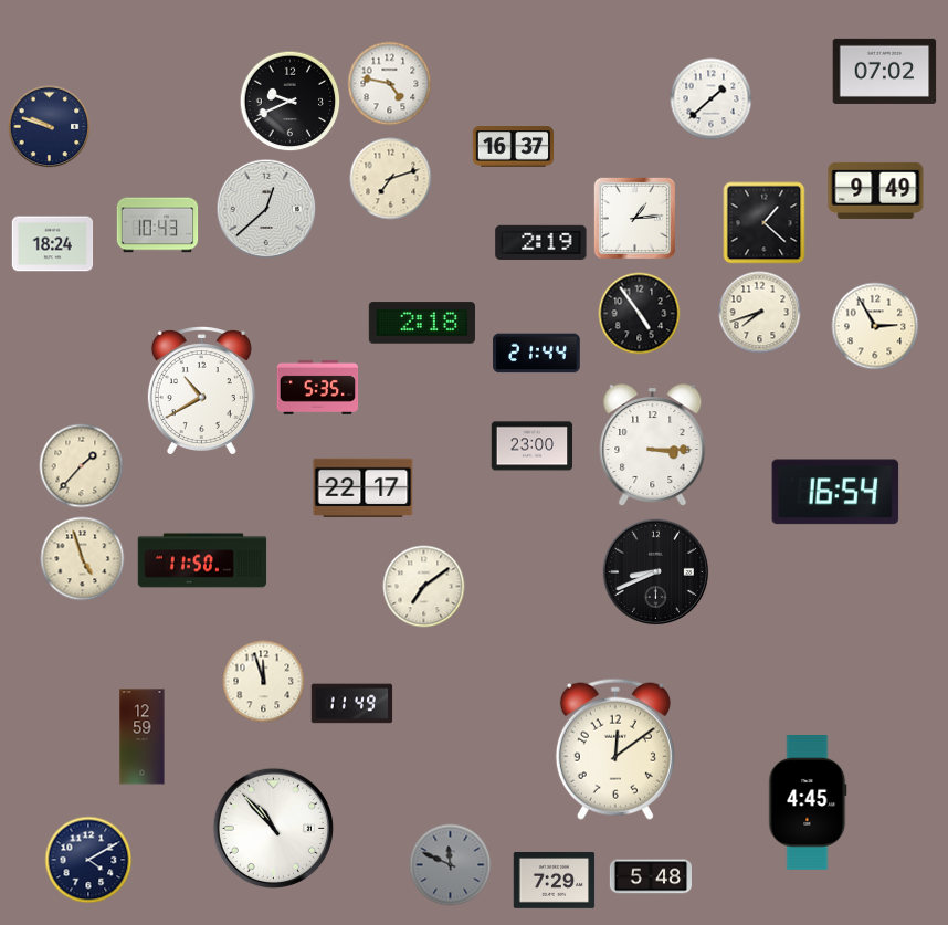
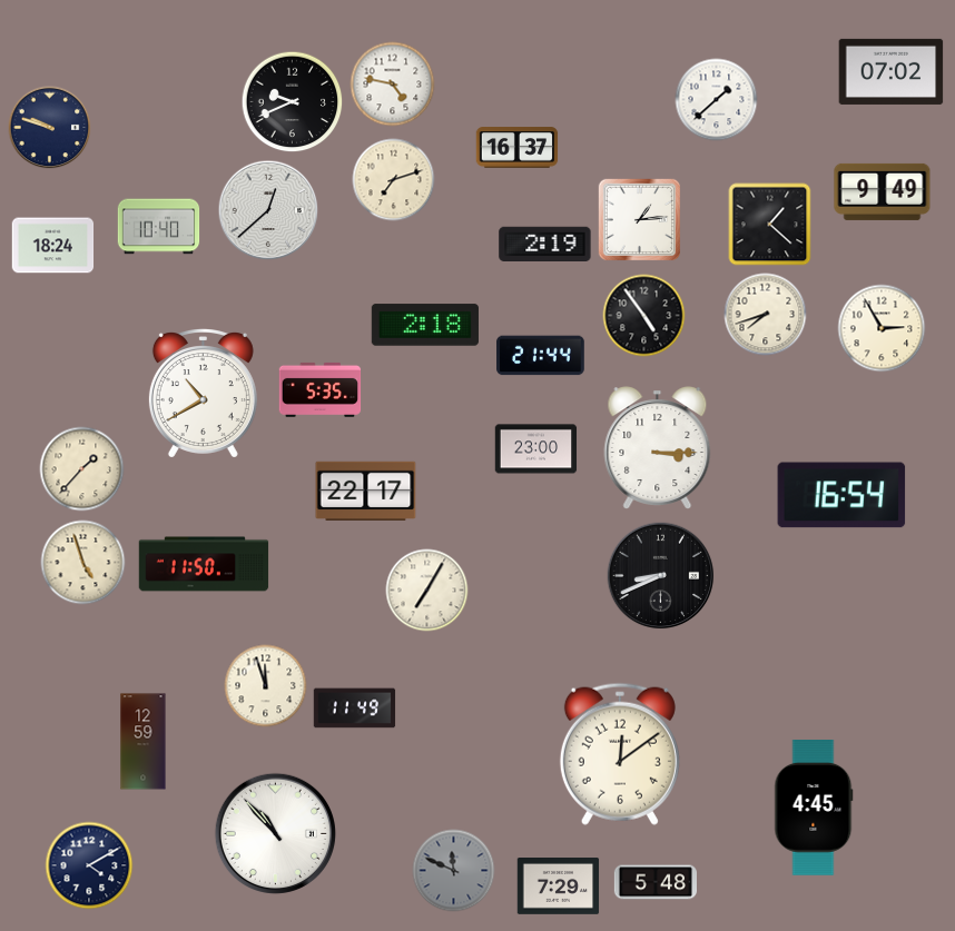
clock at (158, 225): 10:43 -> 10:40
clock at (424, 587): 7:09 -> 7:05
